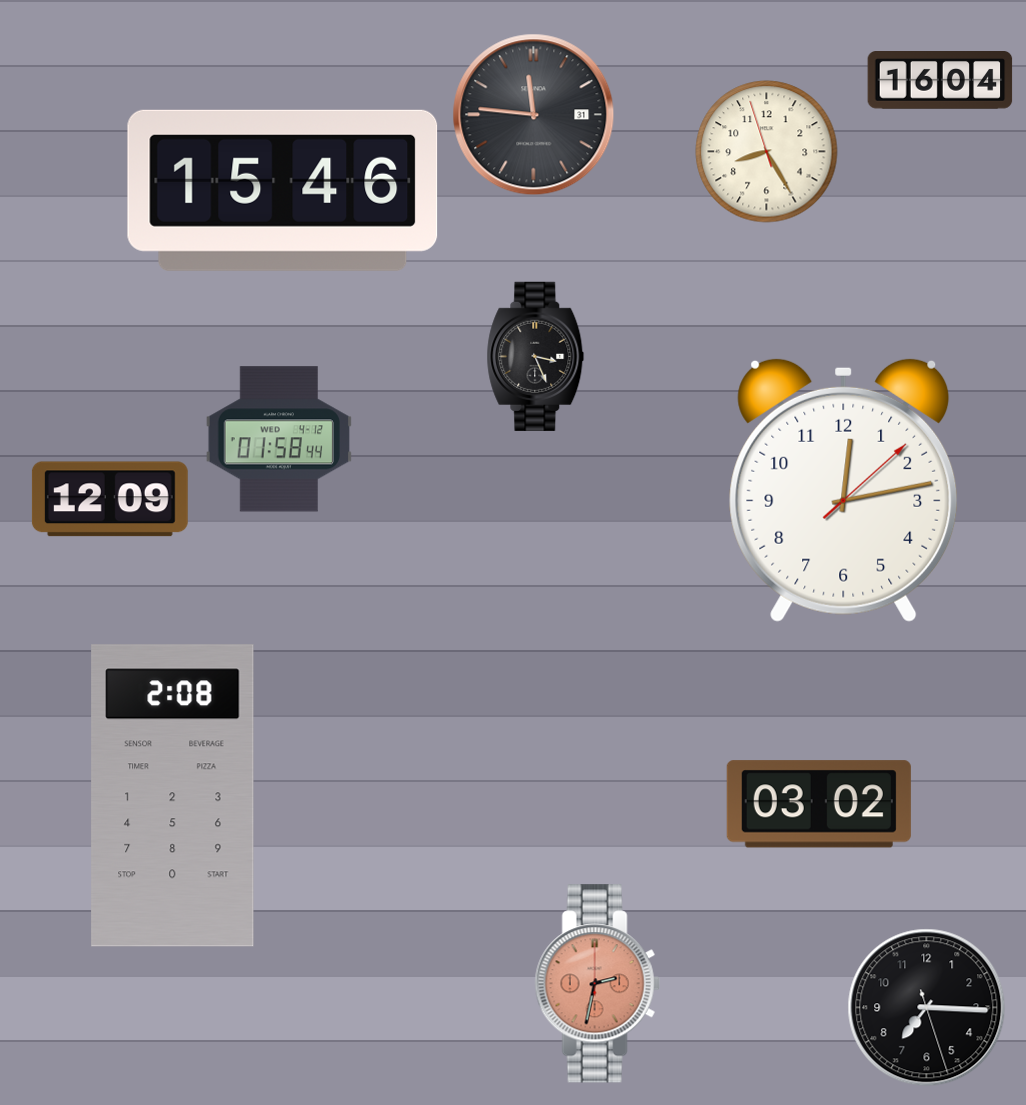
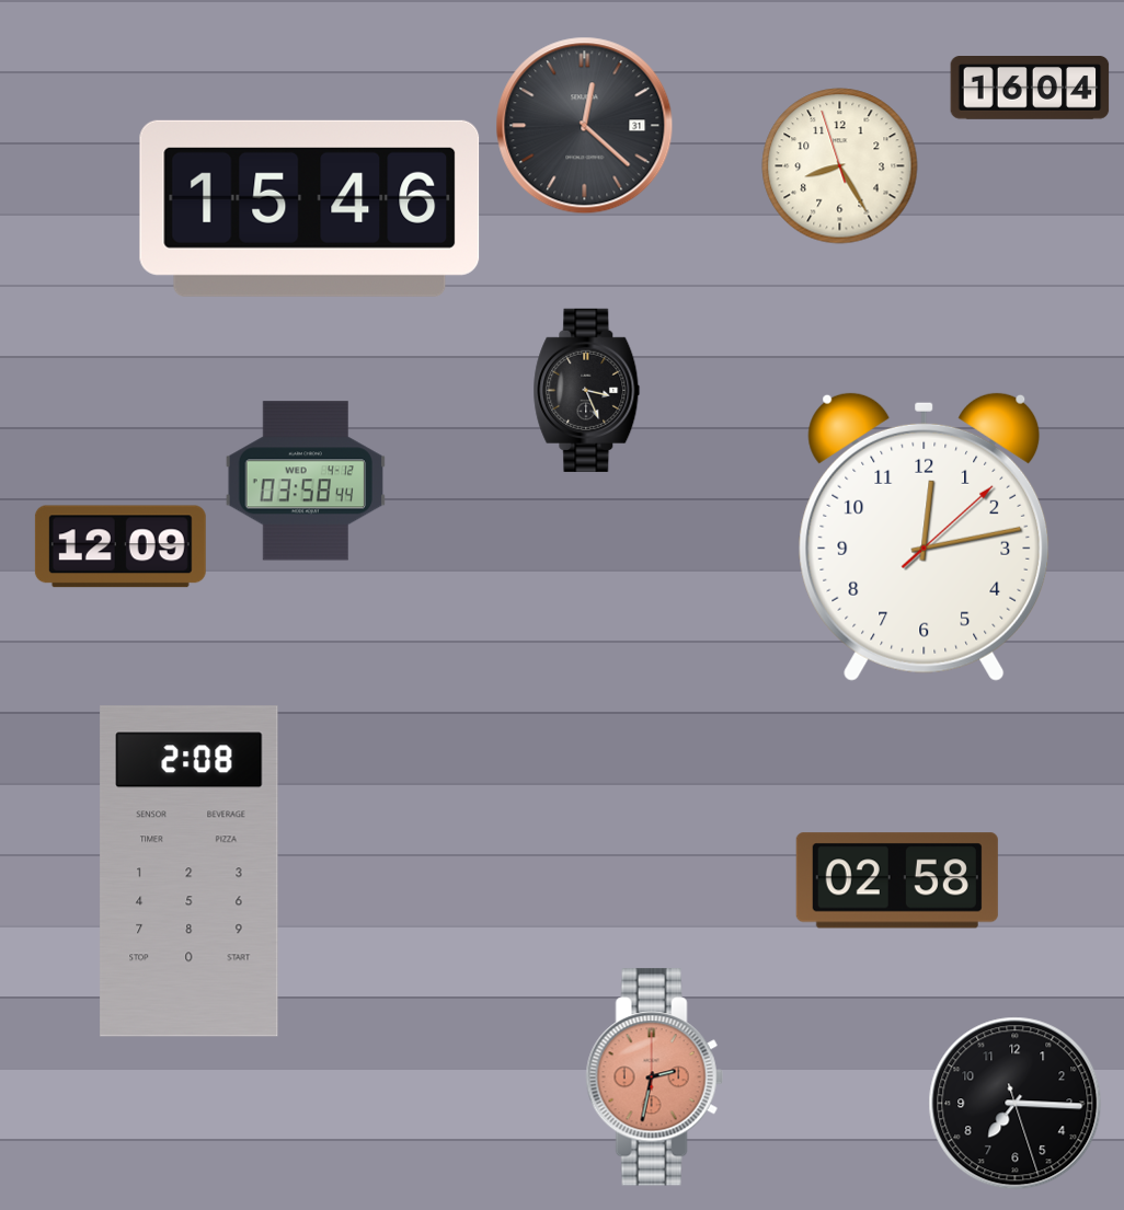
clock at (534, 115): 11:46 -> 12:22
clock at (278, 439): 01:58 -> 03:58
clock at (819, 804): 03:02 -> 02:58
